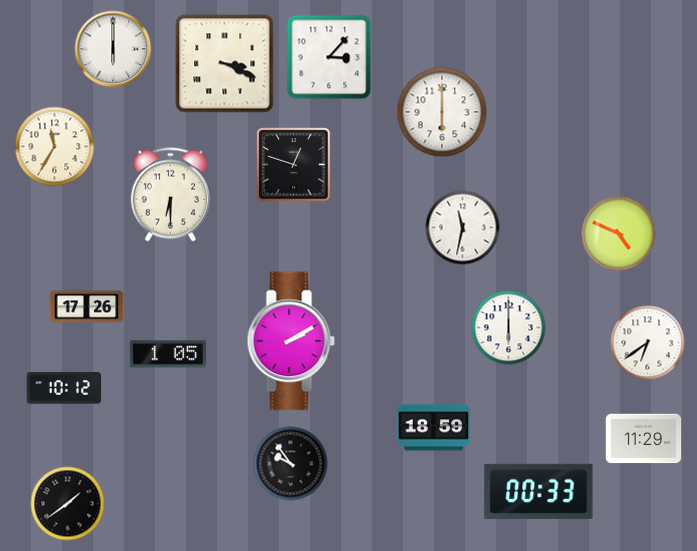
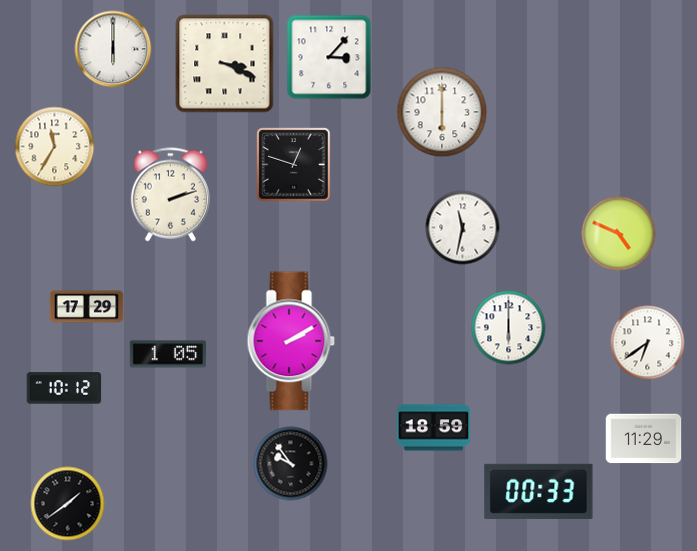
clock at (170, 195): 6:30 -> 2:12
clock at (87, 307): 17:26 -> 17:29
